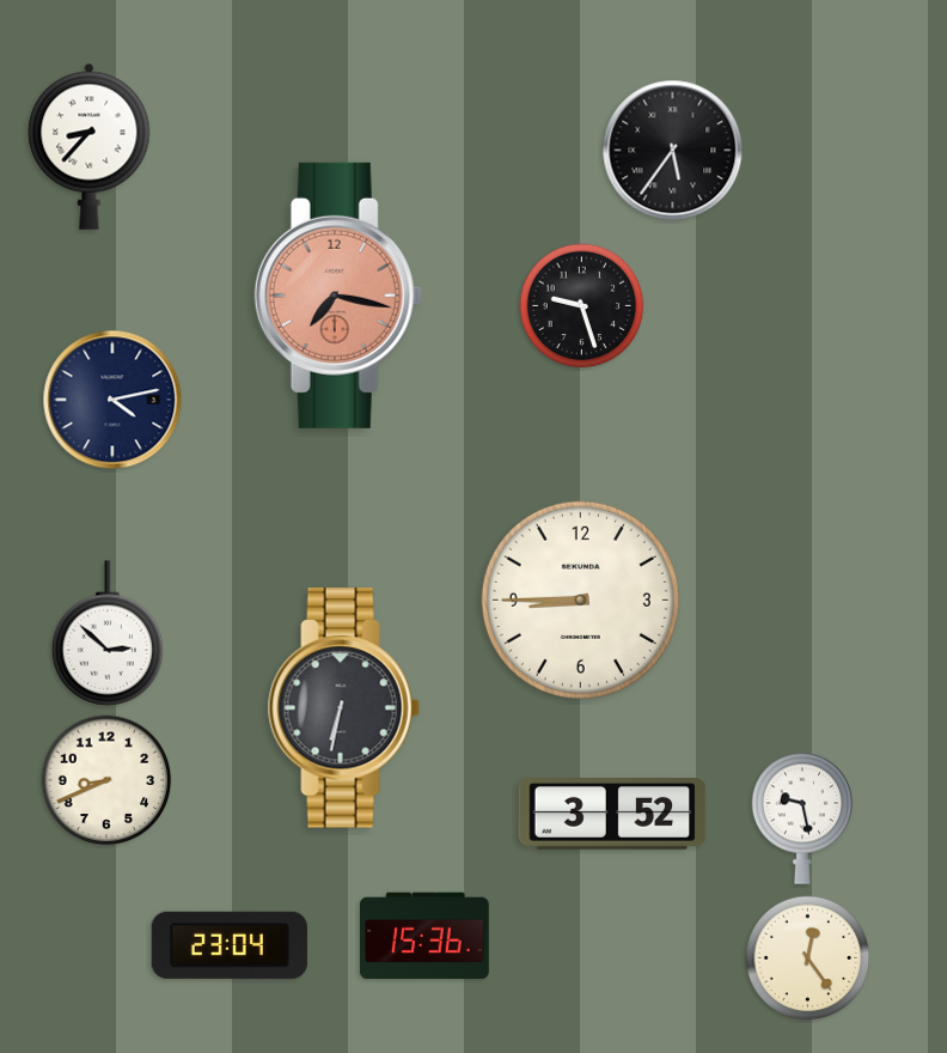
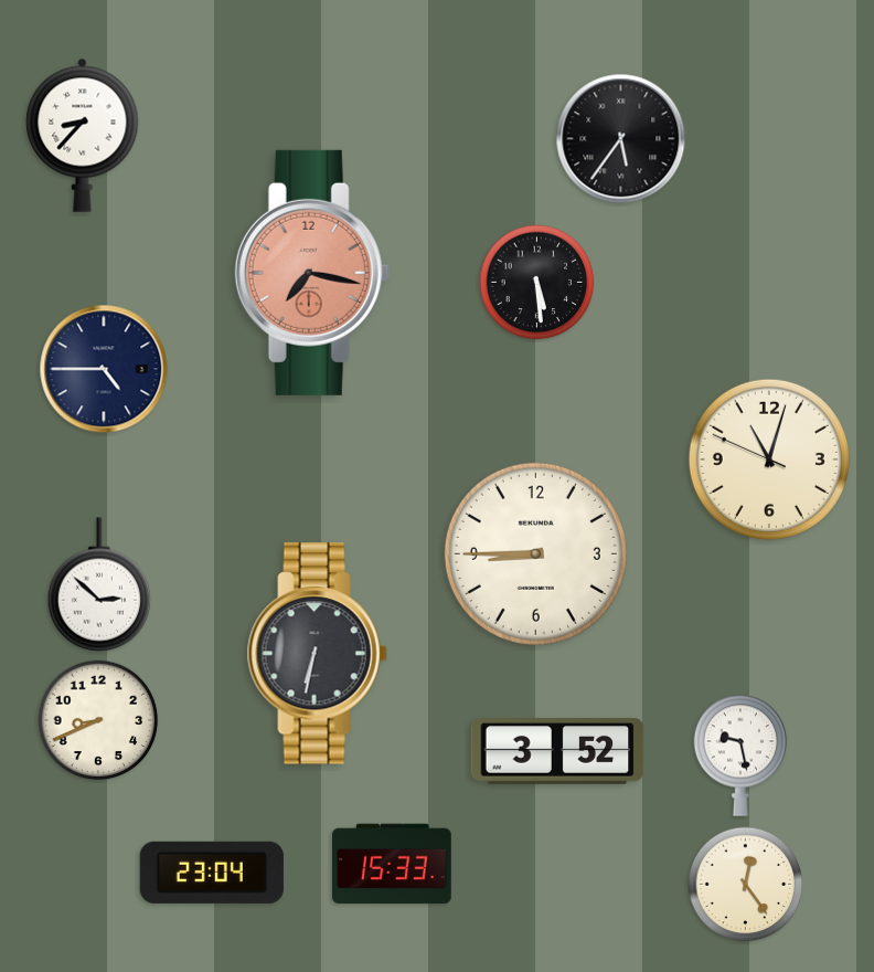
clock at (582, 306): 9:27 -> 5:29
clock at (112, 400): 4:13 -> 4:45
clock at (769, 459): none -> 11:02
clock at (612, 814) position: (612, 814) -> (557, 751)
clock at (426, 936): 15:36 -> 15:33
